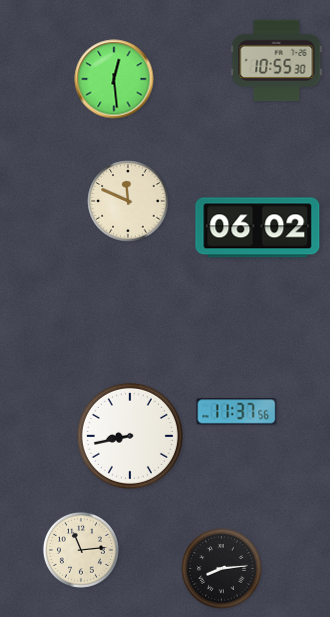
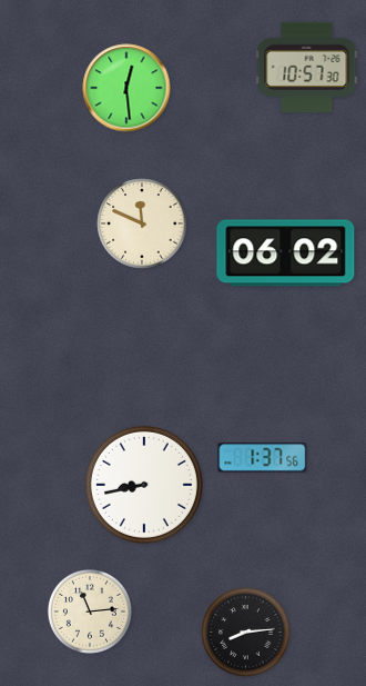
clock at (277, 61): 10:55 -> 10:57
clock at (237, 412): 11:37 -> 1:37
